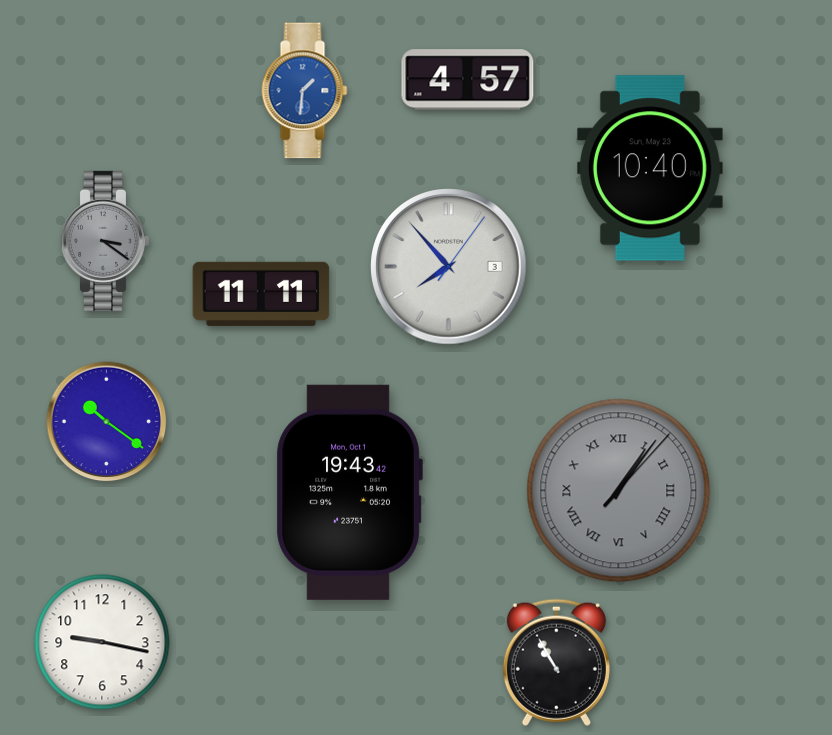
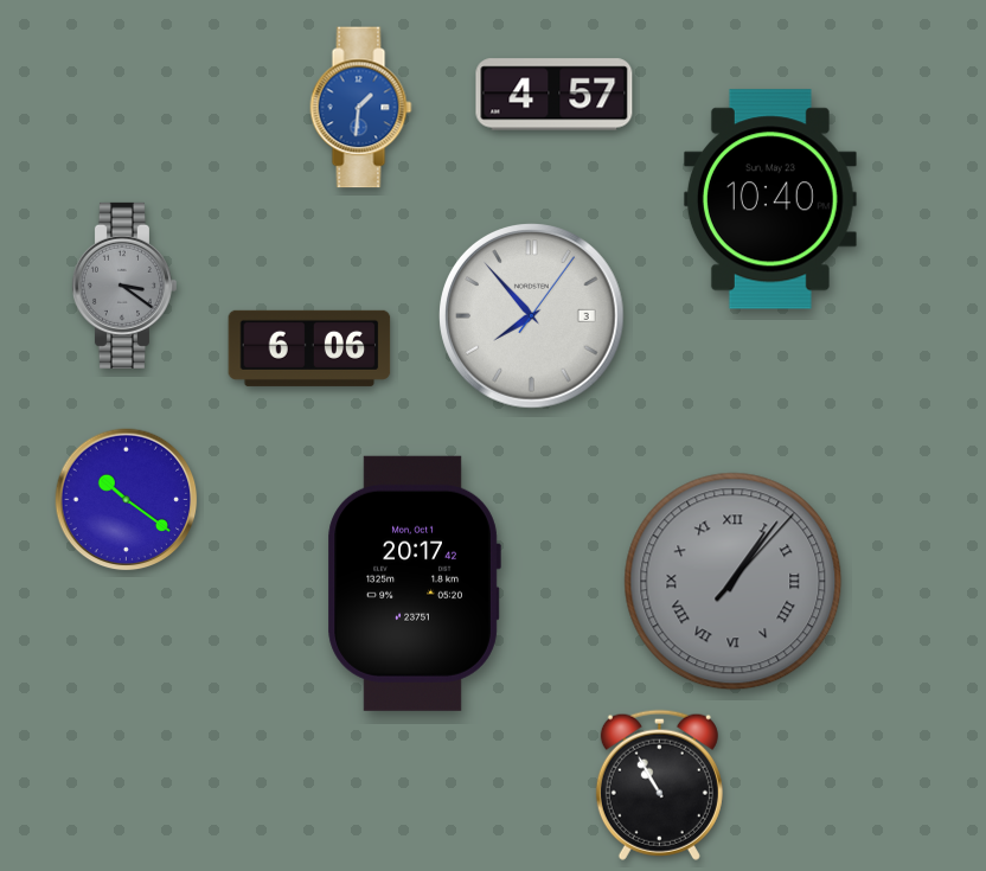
clock at (261, 294): 11:11 -> 6:06
clock at (349, 492): 19:43 -> 20:17
clock at (102, 642): 9:17 -> none
